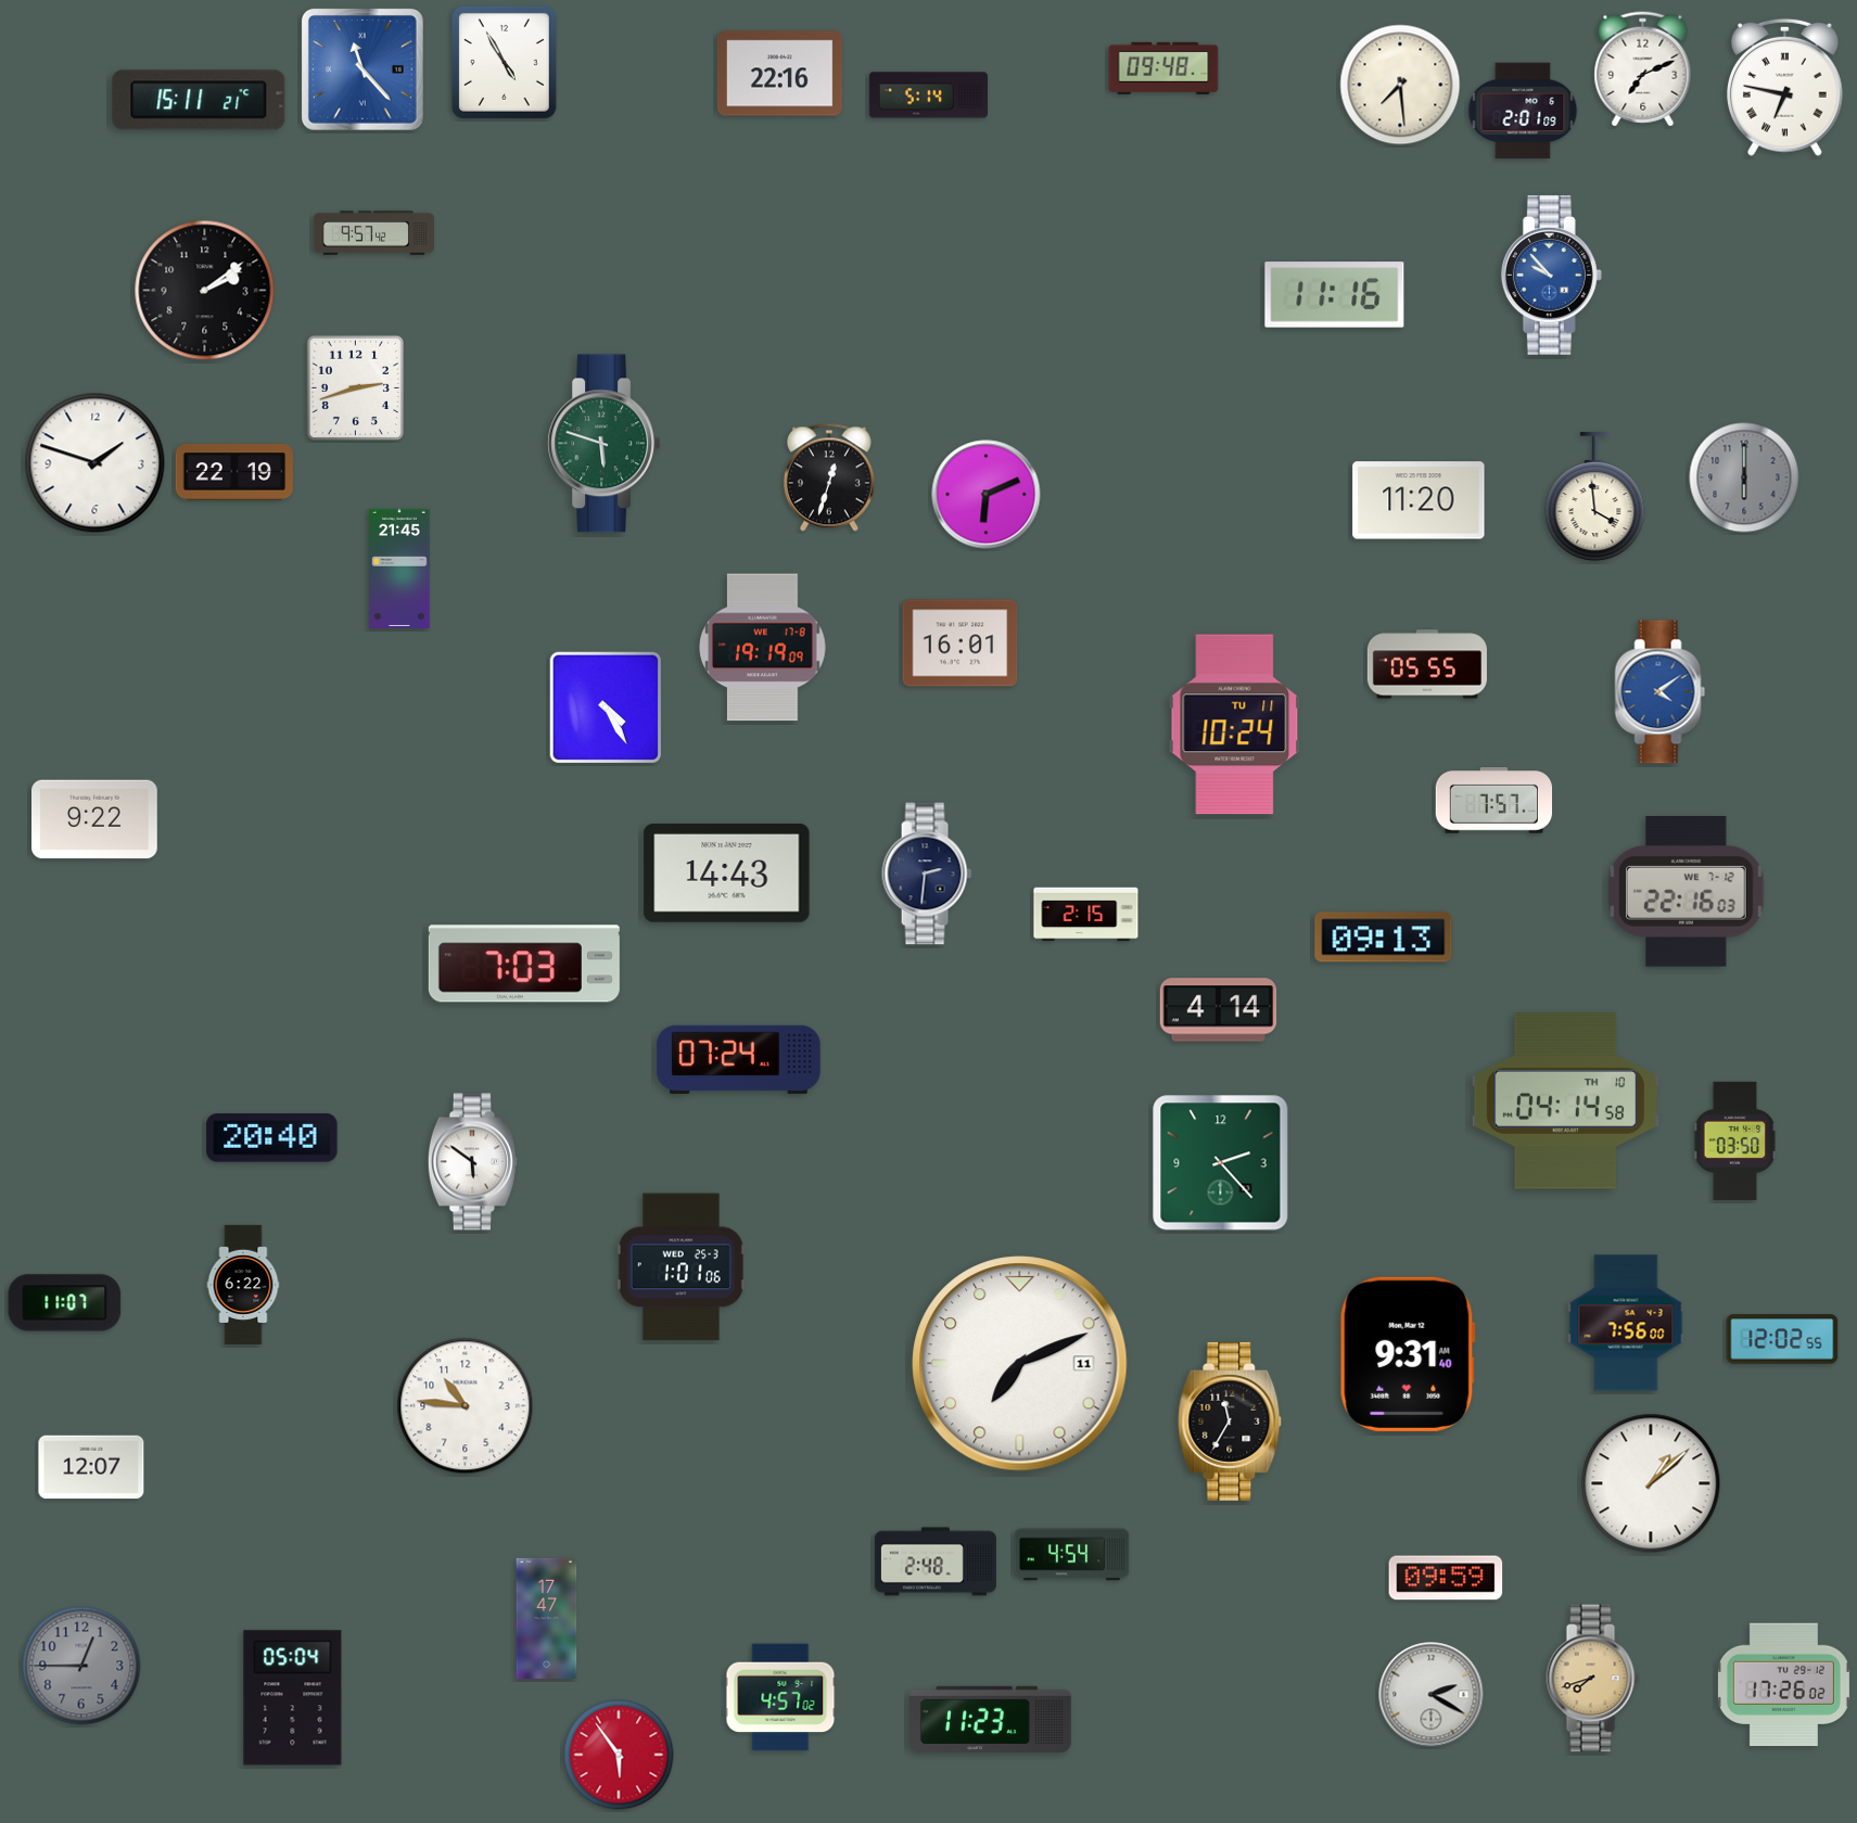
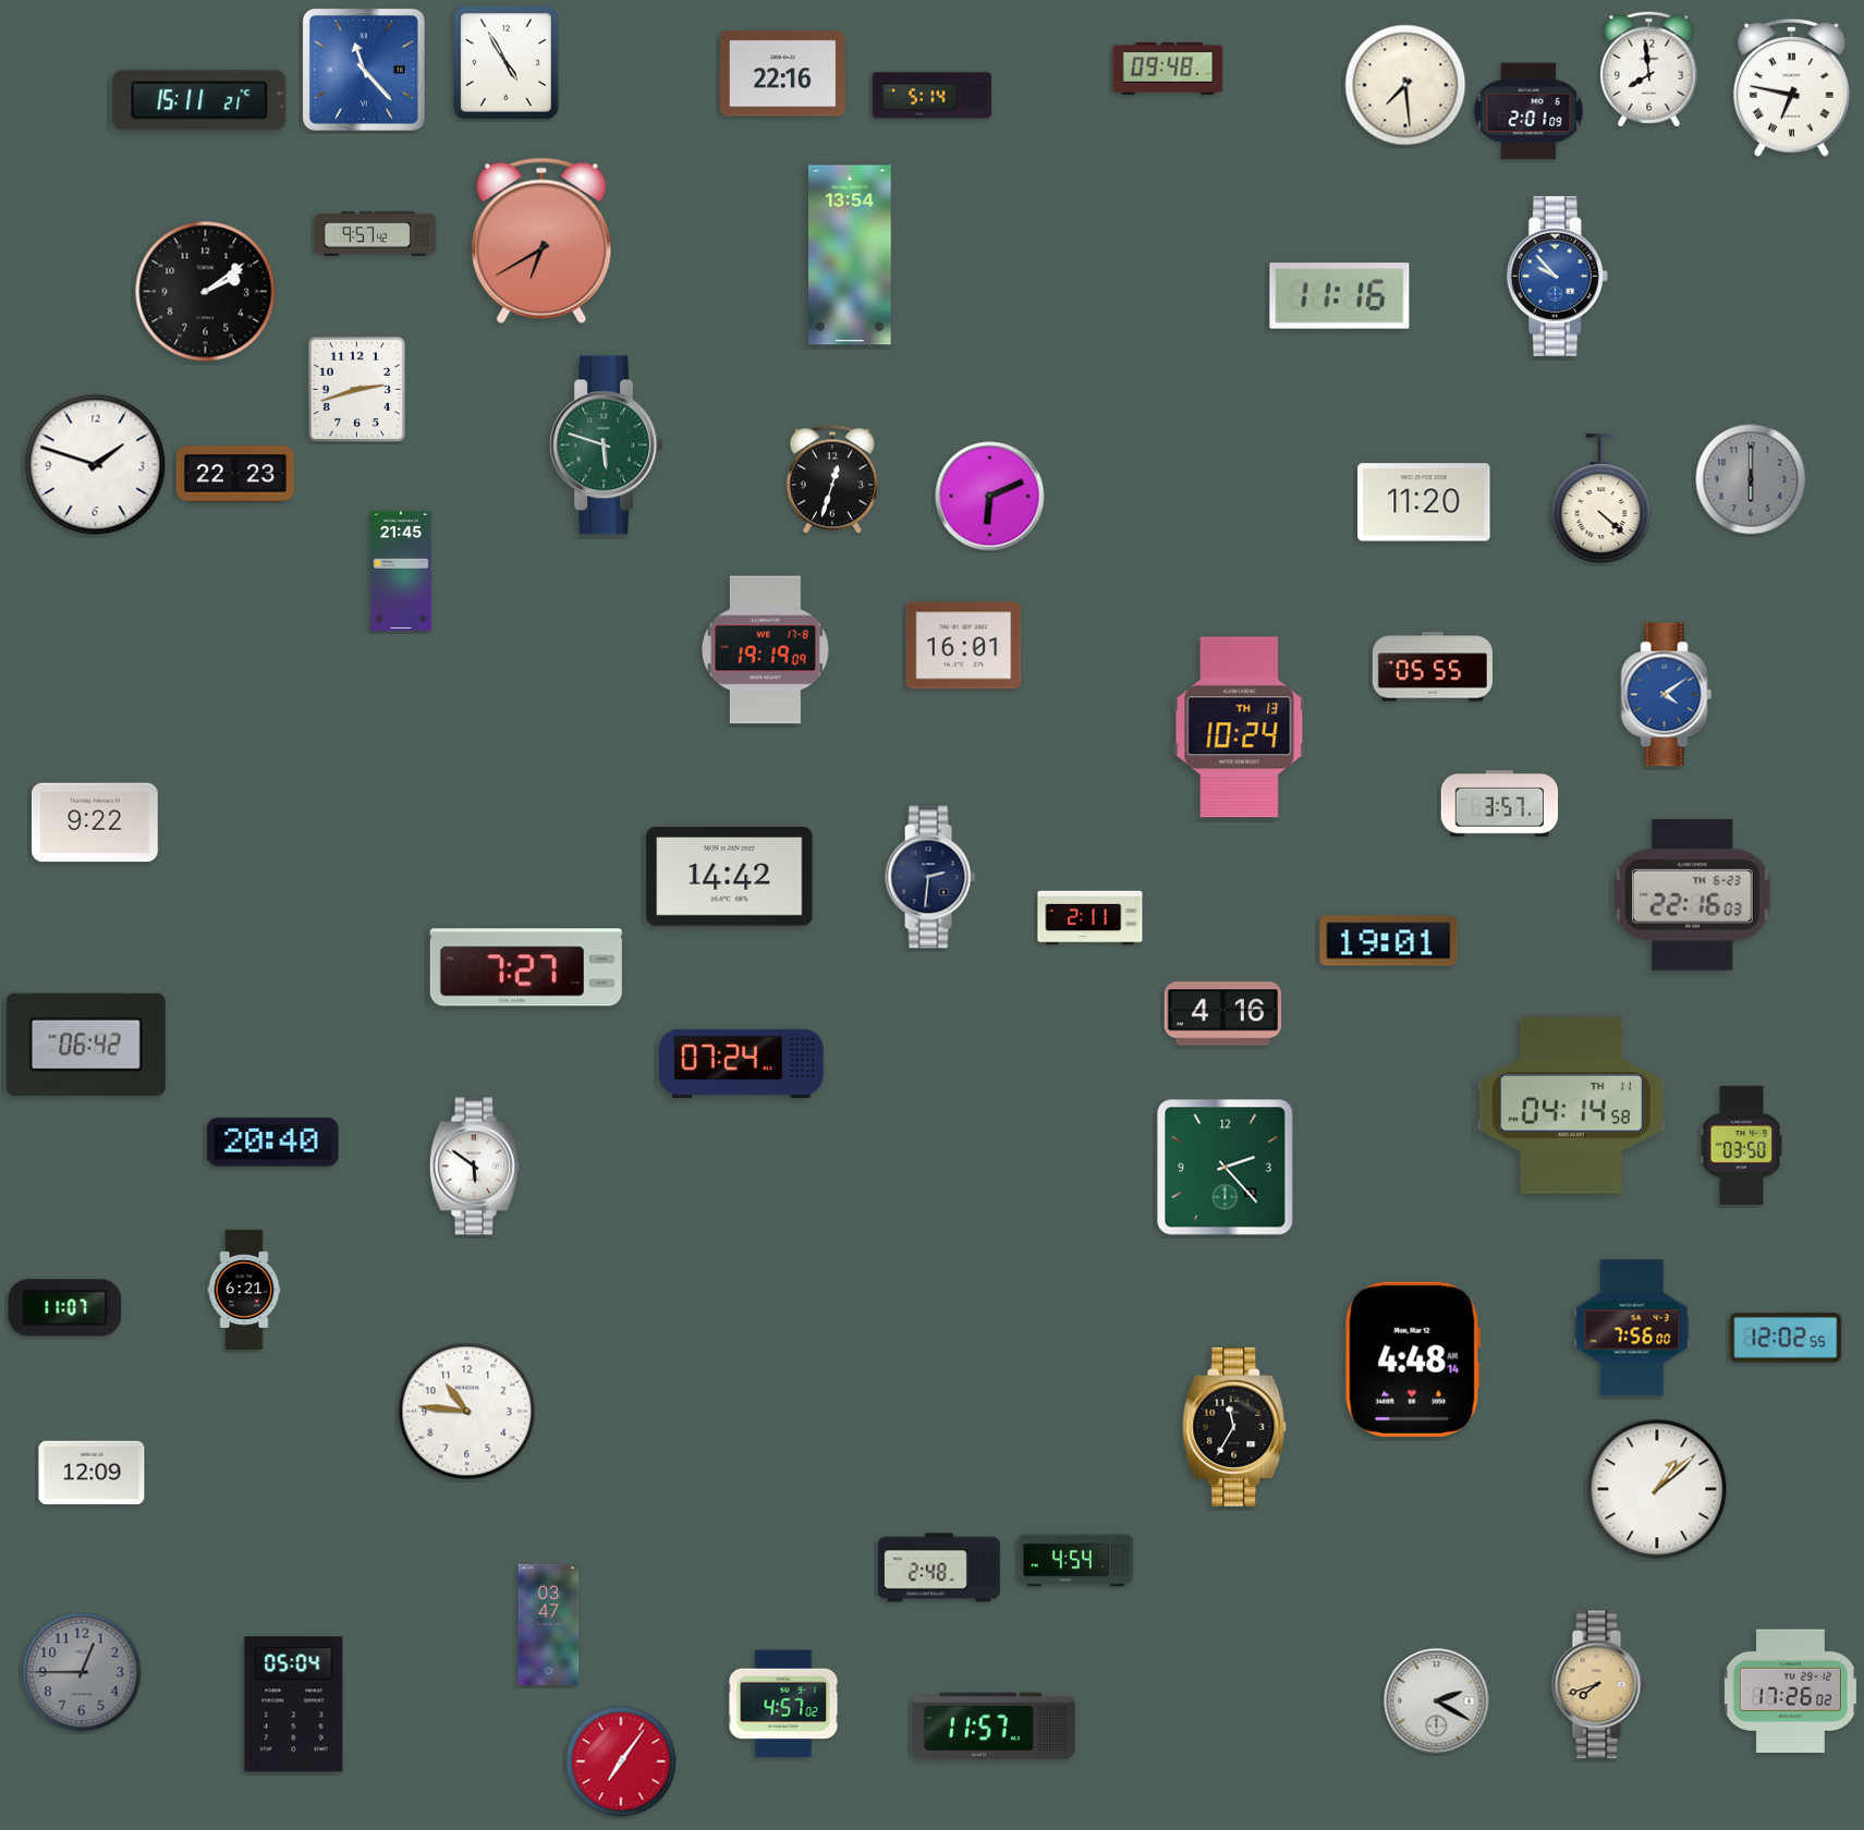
clock at (1643, 69): 7:11 -> 7:59
clock at (541, 241): none -> 6:40
clock at (850, 255): none -> 13:54
clock at (233, 472): 22:19 -> 22:23
clock at (1595, 497): 3:59 -> 4:22
clock at (606, 707): 4:25 -> none
clock at (1235, 725) date: TU 11 -> TH 13
clock at (1494, 801): 7:57 -> 3:57
clock at (727, 874): 14:43 -> 14:42
clock at (1686, 892) date: WE 7-12 -> TH 6-23
clock at (1086, 915): 2:15 -> 2:11
clock at (1384, 938): 09:13 -> 19:01
clock at (524, 964): 7:03 -> 7:27
clock at (1219, 1010): 4:14 -> 4:16
clock at (86, 1045): none -> 06:42
clock at (1565, 1101) date: TH 10 -> TH 11
clock at (681, 1267): 1:01 -> none
clock at (243, 1284): 6:22 -> 6:21
clock at (1782, 1339) position: (1782, 1339) -> (1786, 1338)
clock at (1408, 1354): 9:31 -> 4:48
clock at (1020, 1364): 7:11 -> none
clock at (91, 1467): 12:07 -> 12:09
clock at (1446, 1578): 09:59 -> none
clock at (547, 1618): 17:47 -> 03:47
clock at (991, 1719): 11:23 -> 11:57
clock at (619, 1755): 5:54 -> 7:06
